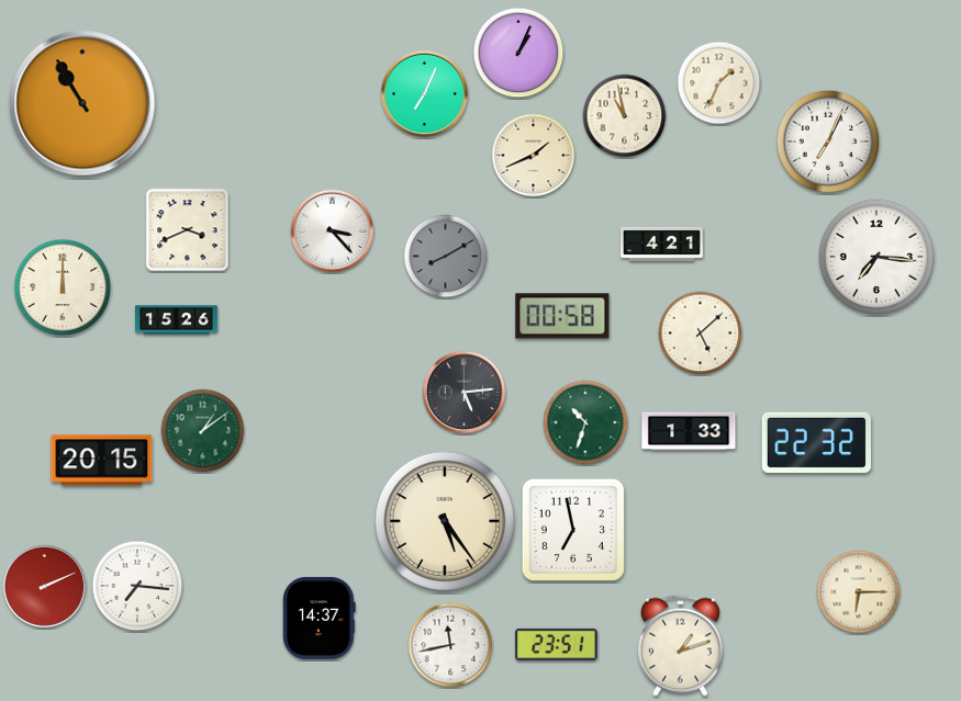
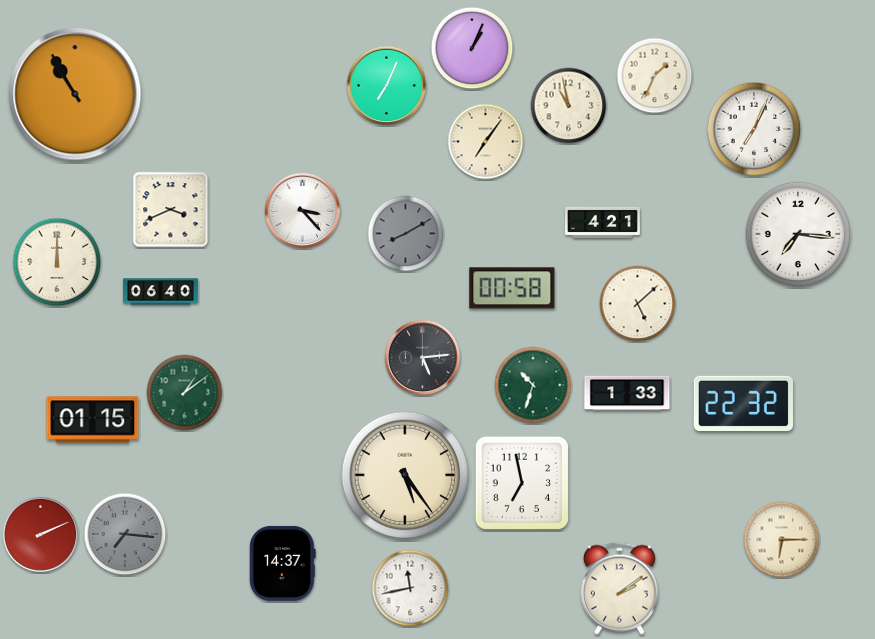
clock at (534, 156): 1:41 -> 7:06
clock at (177, 320): 15:26 -> 06:40
clock at (102, 461): 20:15 -> 01:15
clock at (137, 586) dial: white -> grey
clock at (320, 618) position: (320, 618) -> (283, 563)
clock at (556, 644): 23:51 -> none
clock at (680, 645): 1:12 -> 2:09
